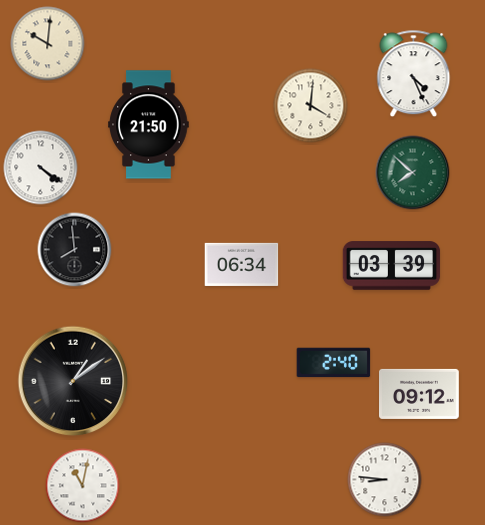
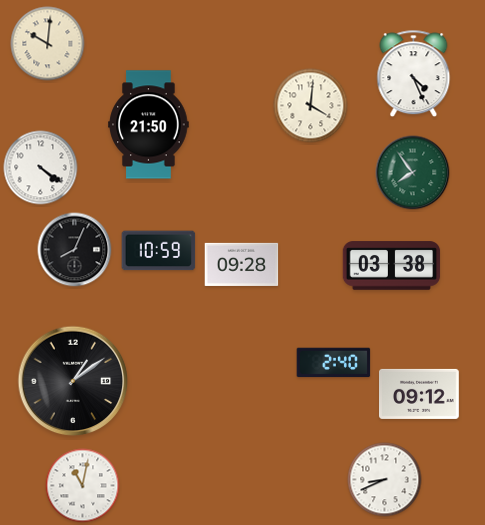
clock at (413, 173): 7:52 -> 7:54
clock at (75, 250): 7:59 -> 8:04
clock at (159, 251): none -> 10:59
clock at (242, 264): 06:34 -> 09:28
clock at (392, 266): 03:39 -> 03:38
clock at (385, 480): 8:46 -> 8:41
